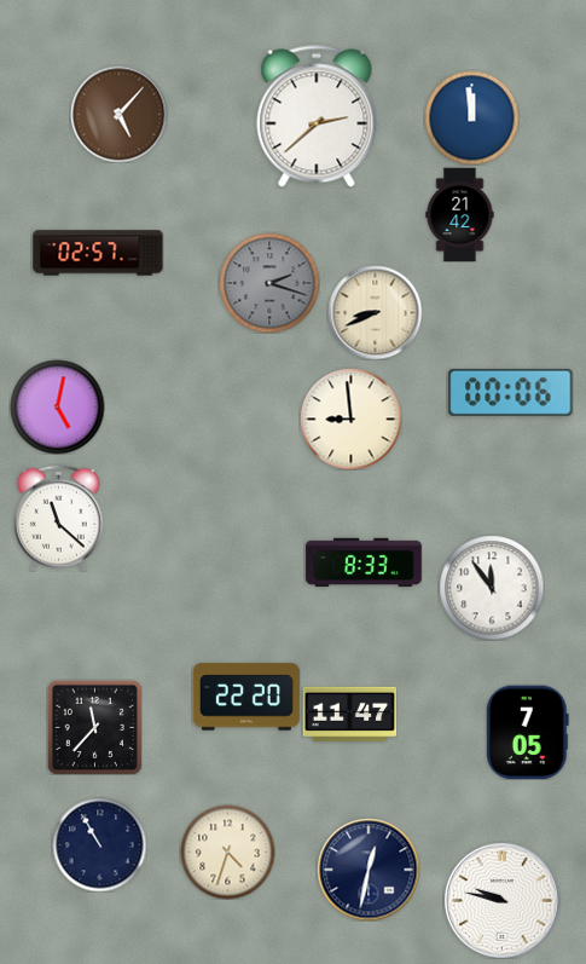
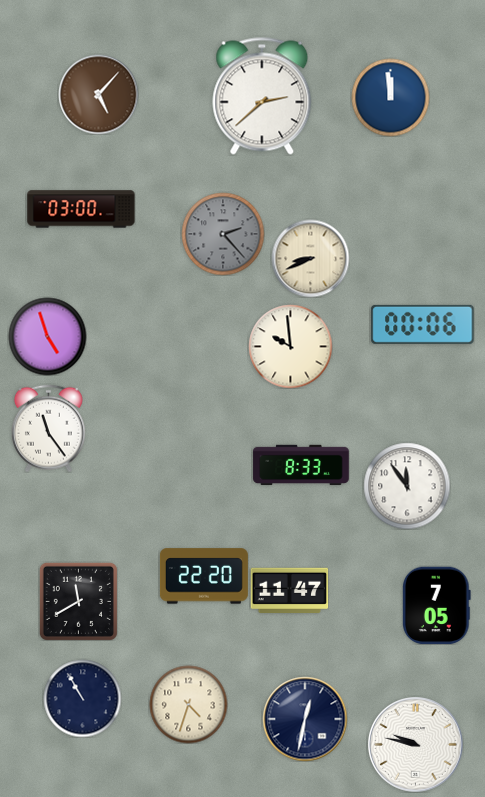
clock at (460, 214): 21:42 -> none
clock at (98, 253): 02:57 -> 03:00
clock at (269, 283): 2:18 -> 2:23
clock at (57, 406): 5:02 -> 4:57
clock at (350, 418): 8:59 -> 9:59
clock at (58, 518): 11:22 -> 11:24
clock at (94, 727): 11:37 -> 11:40
